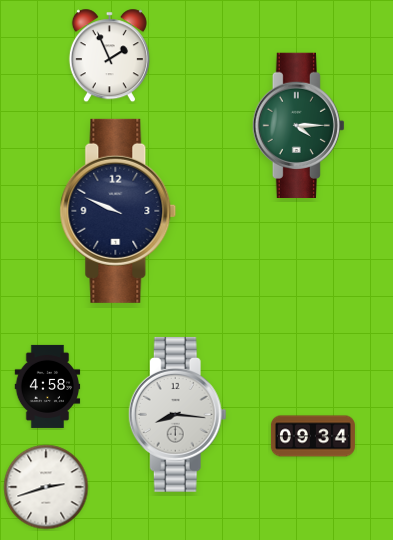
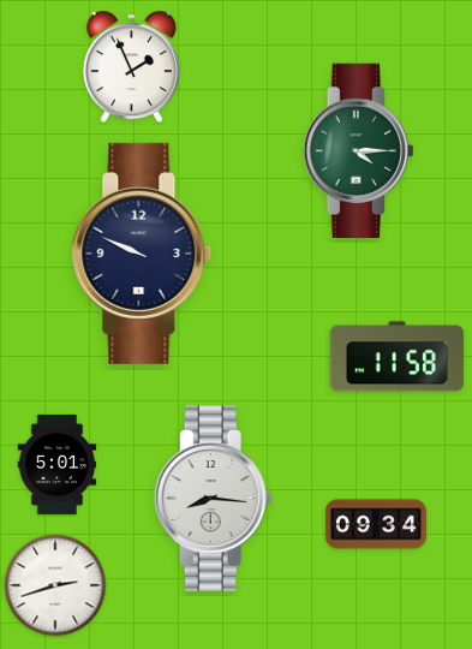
clock at (398, 357): none -> 11:58
clock at (48, 386): 4:58 -> 5:01
